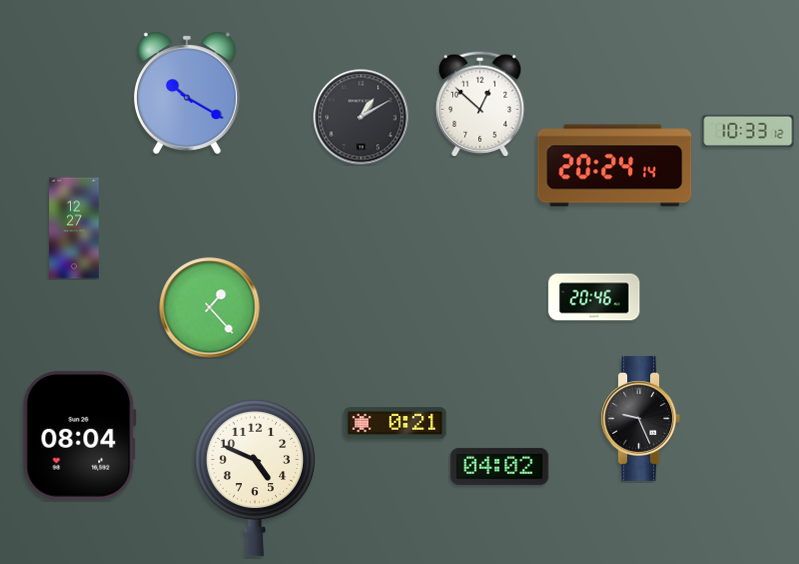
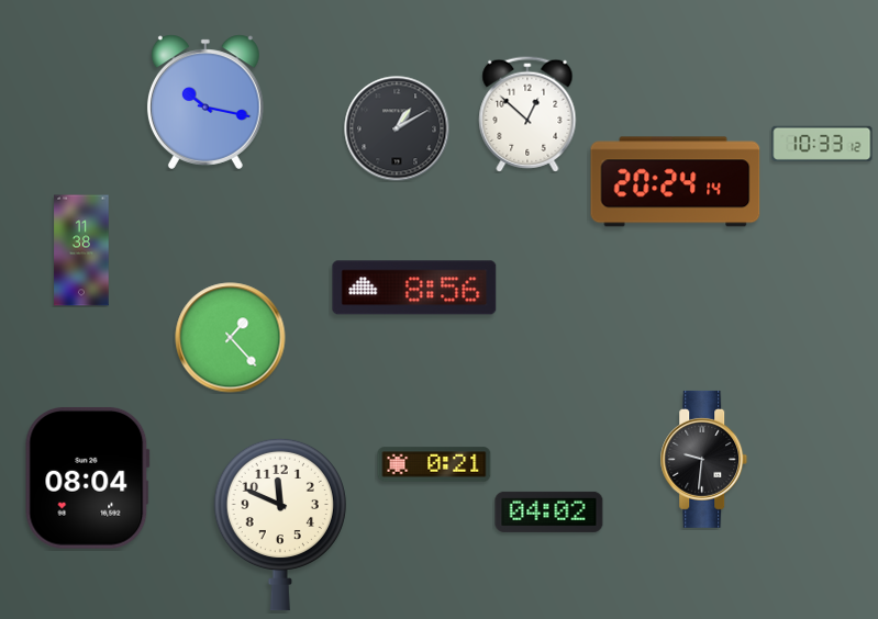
clock at (187, 93): 10:20 -> 10:17
clock at (74, 228): 12:27 -> 11:38
clock at (414, 288): none -> 8:56
clock at (594, 297): 20:46 -> none
clock at (641, 418): 9:26 -> 9:31
clock at (255, 478): 4:49 -> 11:49
